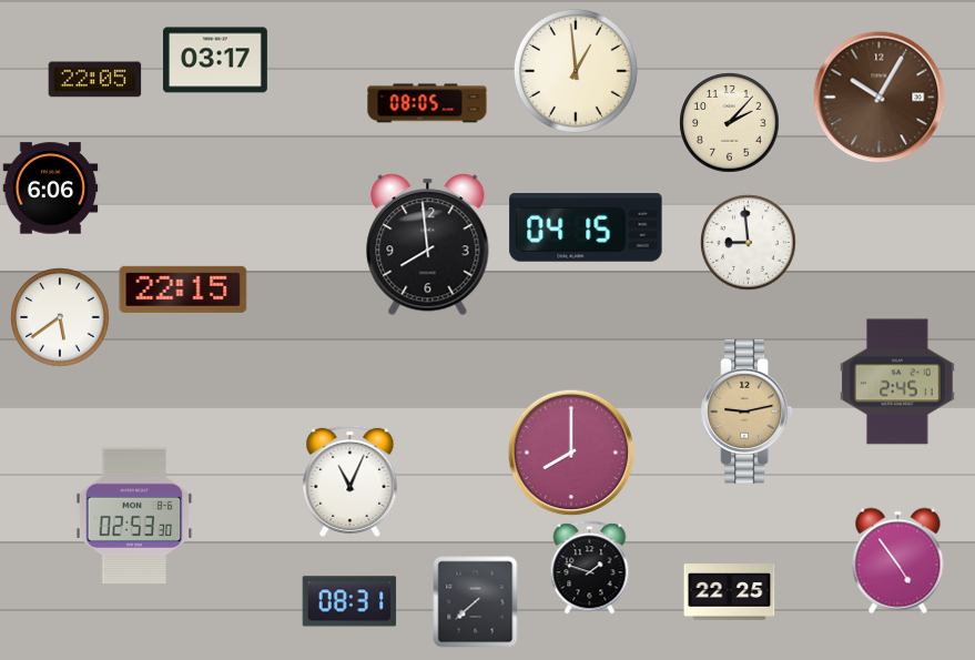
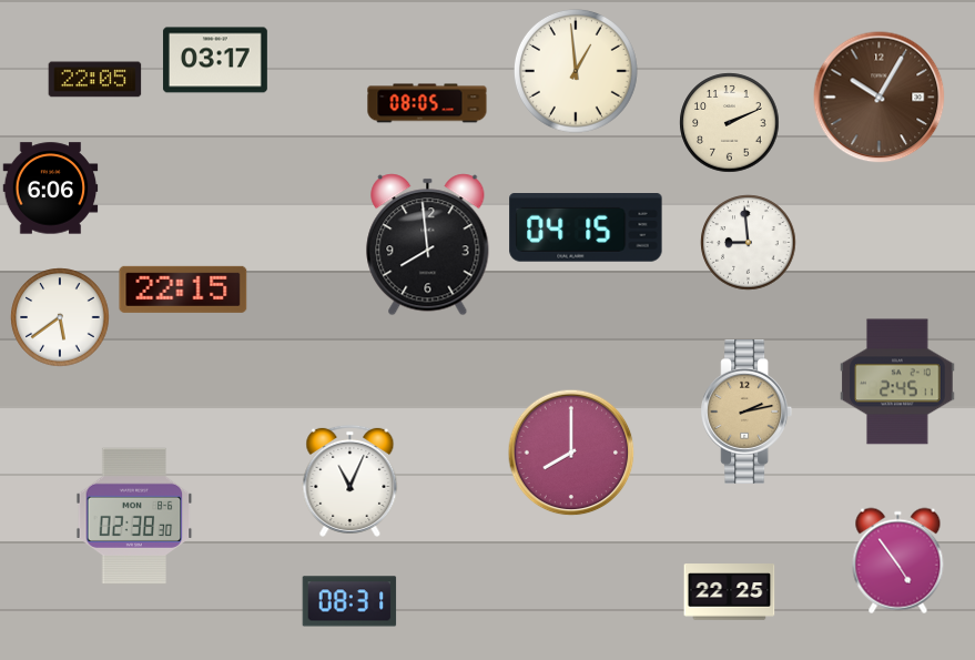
clock at (730, 123): 2:07 -> 2:11
clock at (747, 412): 9:13 -> 2:13
clock at (134, 516): 02:53 -> 02:38
clock at (590, 568): 1:48 -> none
clock at (476, 602): 7:38 -> none
